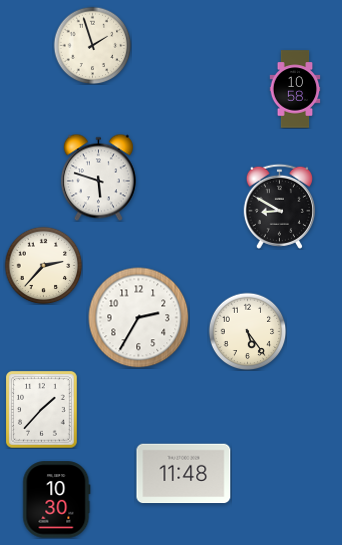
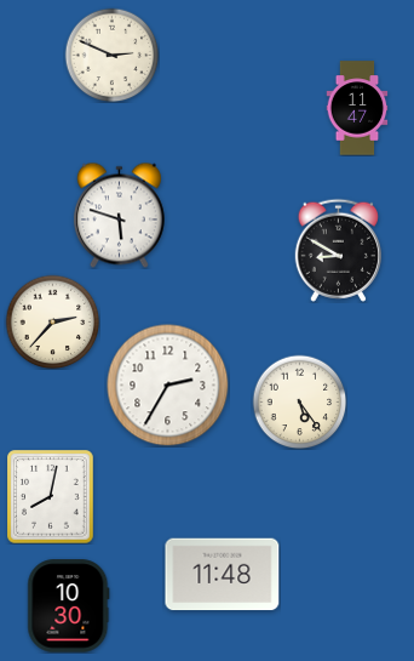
clock at (92, 45): 1:57 -> 2:49
clock at (295, 89): 10:58 -> 11:47
clock at (42, 410): 1:37 -> 8:02
